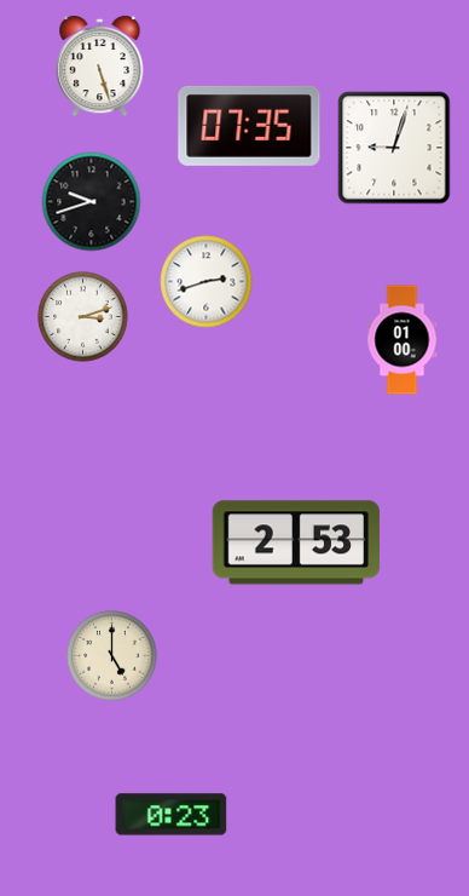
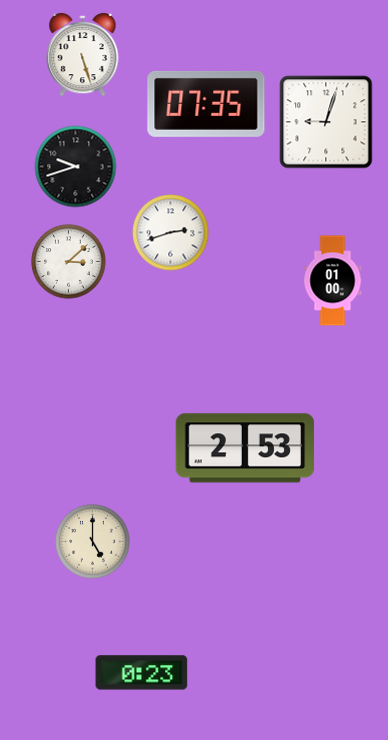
clock at (83, 317): 3:12 -> 3:08
